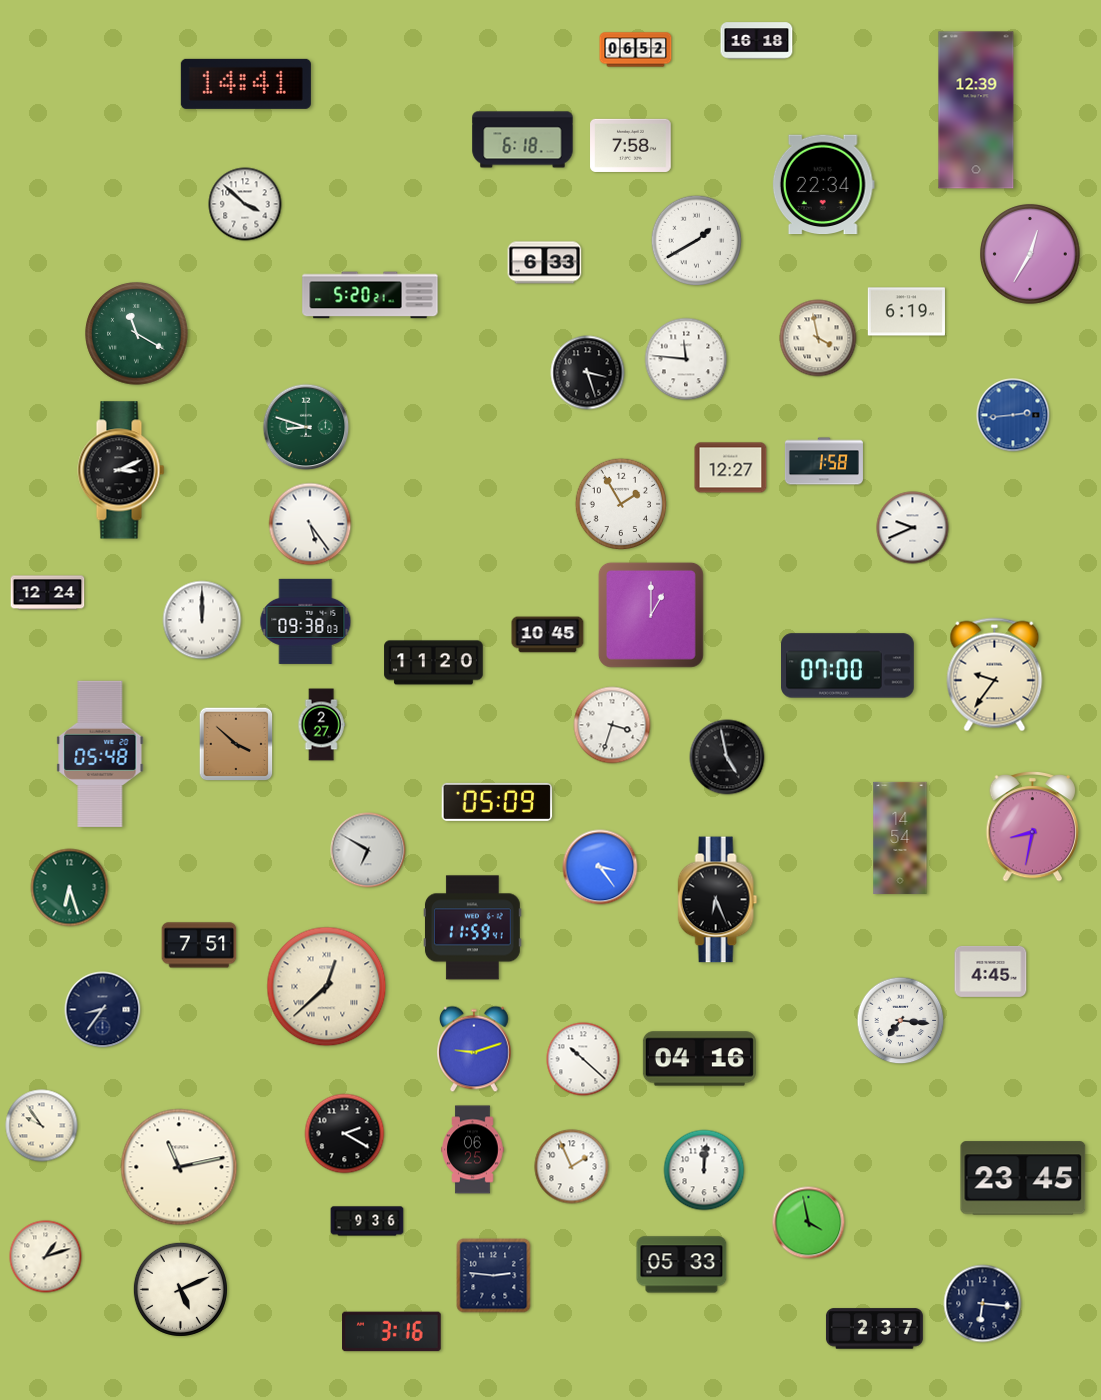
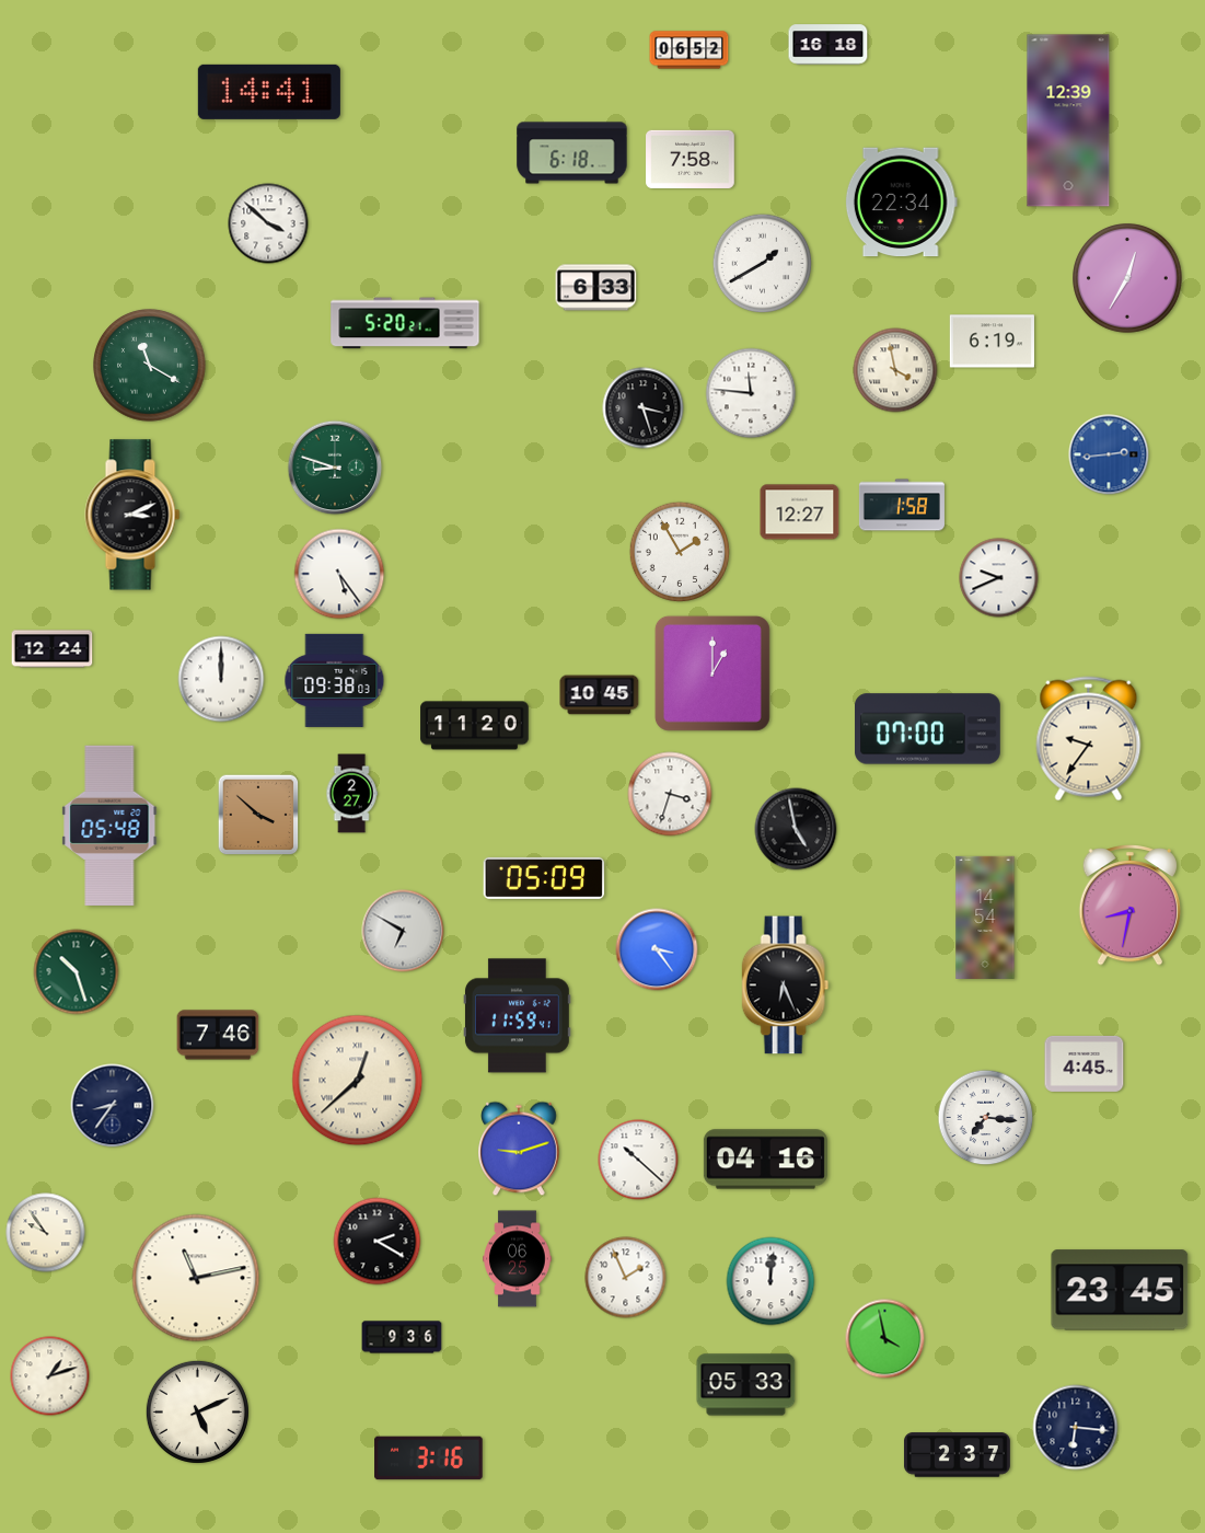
clock at (636, 50) position: (636, 50) -> (690, 50)
clock at (70, 888): 6:27 -> 10:27
clock at (199, 945): 7:51 -> 7:46
clock at (494, 1276): 2:46 -> none
